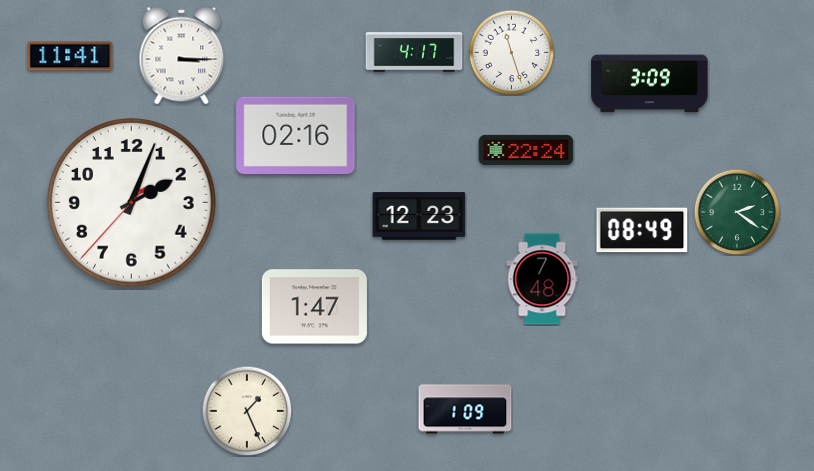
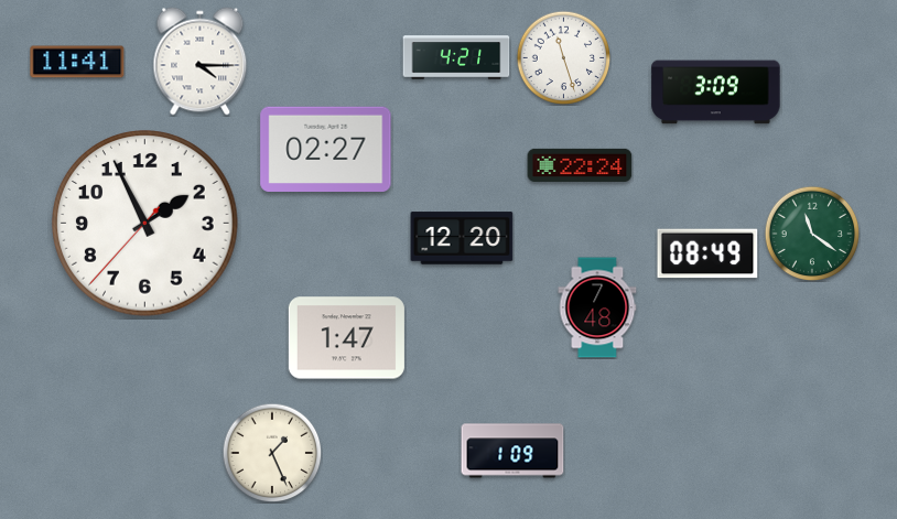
clock at (414, 52): 4:17 -> 4:21
clock at (182, 56): 3:15 -> 4:15
clock at (296, 135): 02:16 -> 02:27
clock at (132, 203): 2:03 -> 1:55
clock at (737, 212): 2:21 -> 11:21
clock at (419, 216): 12:23 -> 12:20
